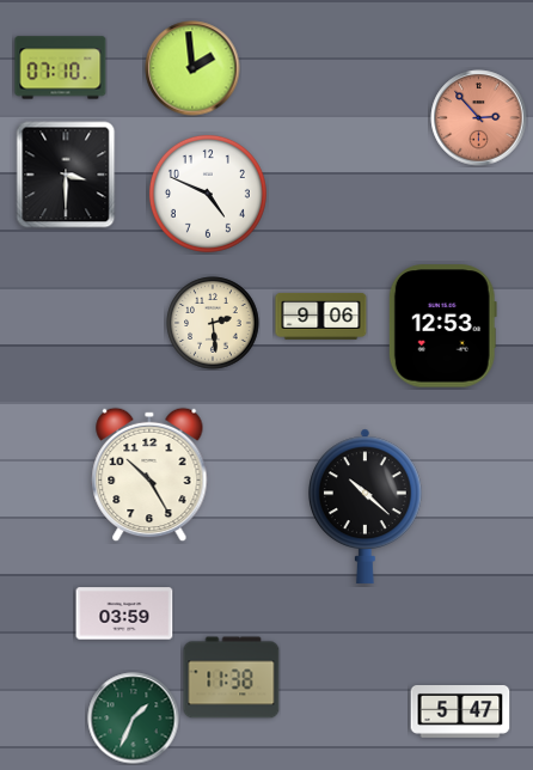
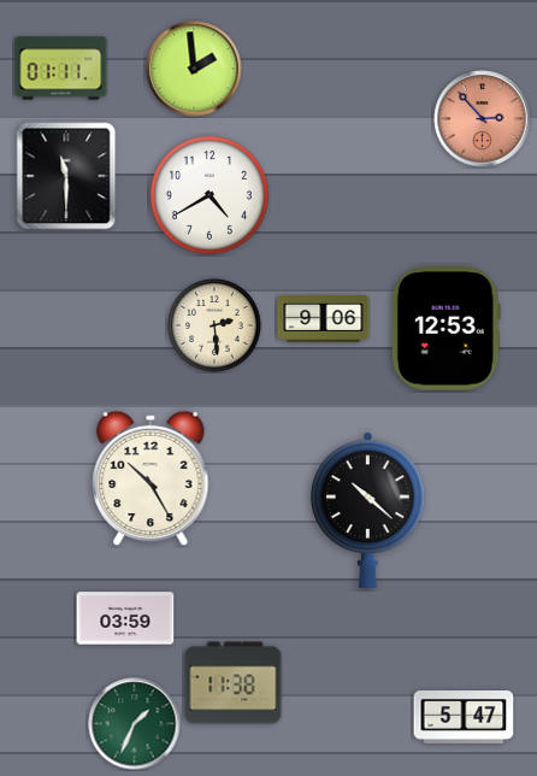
clock at (61, 68): 07:10 -> 01:11
clock at (66, 175): 3:30 -> 11:30
clock at (208, 194): 4:49 -> 4:40
